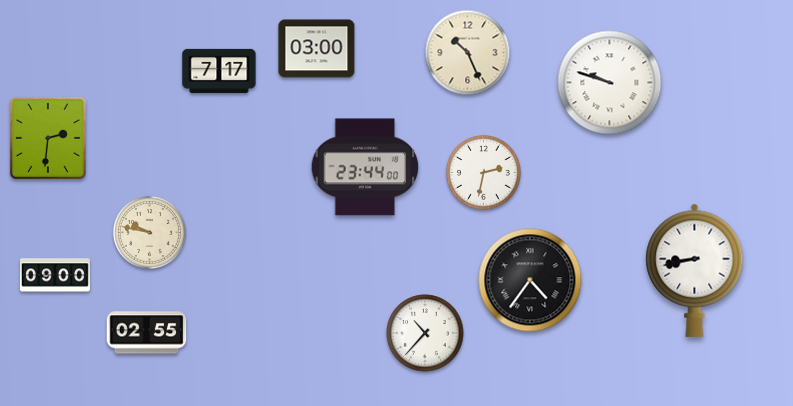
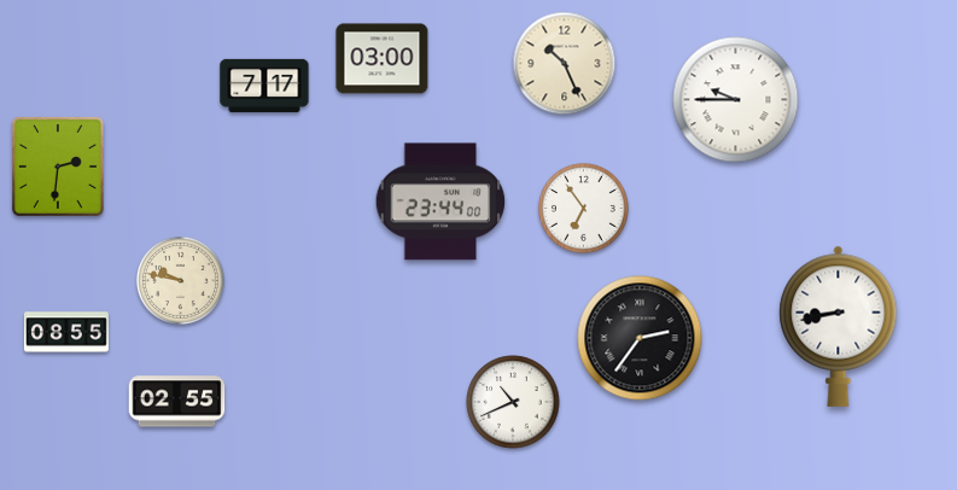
clock at (610, 83): 9:48 -> 9:45
clock at (484, 173): 2:32 -> 6:54
clock at (55, 275): 09:00 -> 08:55
clock at (530, 280): 4:36 -> 2:36
clock at (425, 333): 10:37 -> 10:41
